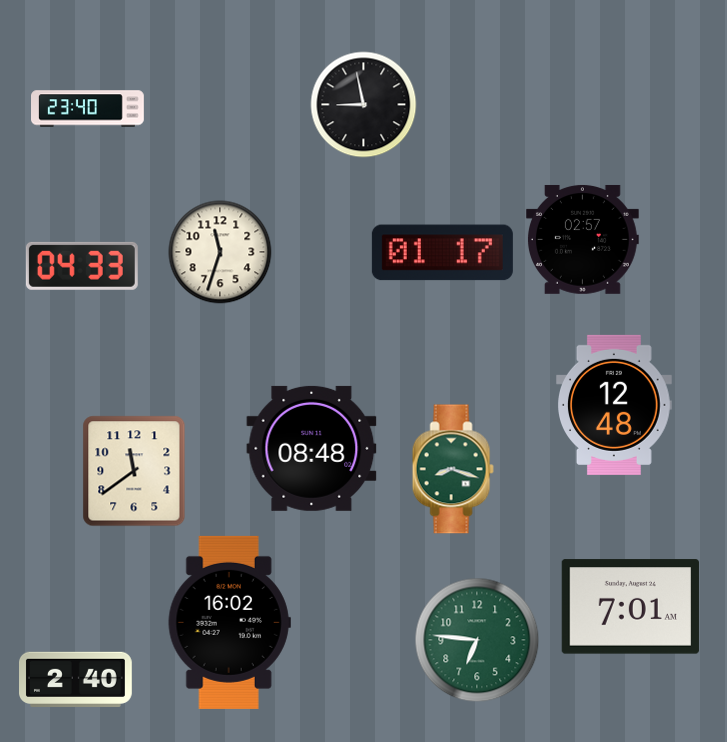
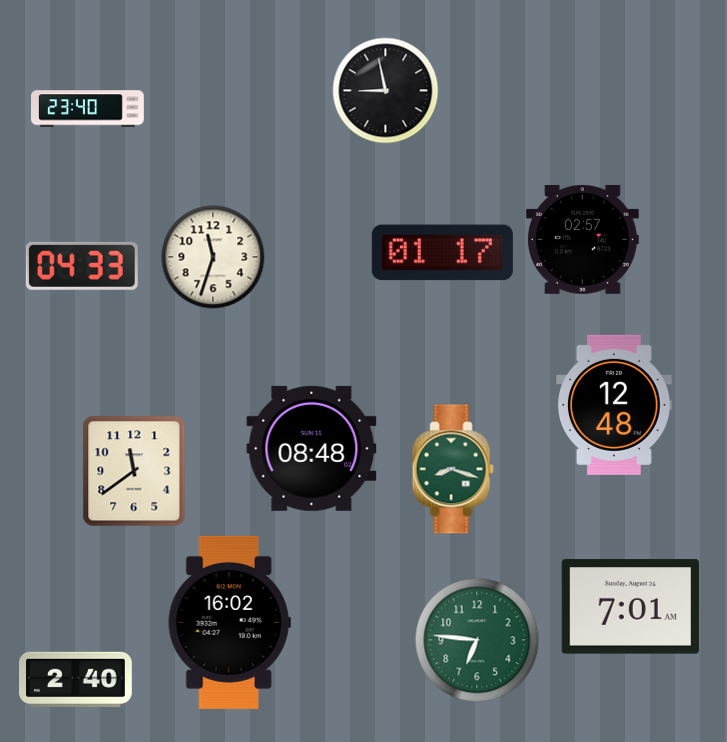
clock at (364, 105) position: (364, 105) -> (386, 91)
clock at (220, 252) position: (220, 252) -> (213, 257)
